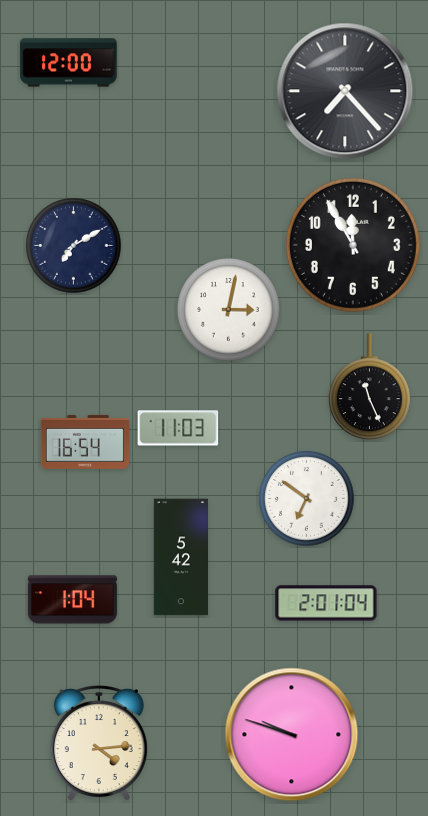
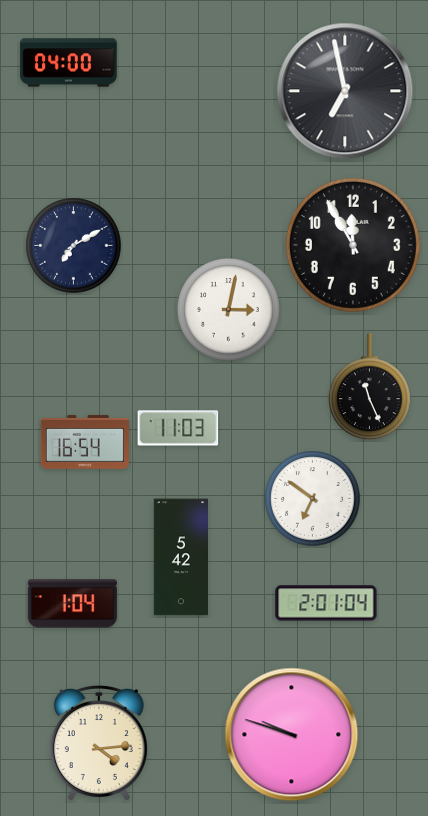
clock at (69, 63): 12:00 -> 04:00
clock at (345, 91): 7:23 -> 6:58
clock at (307, 499) position: (307, 499) -> (313, 499)
clock at (72, 600) position: (72, 600) -> (72, 604)
